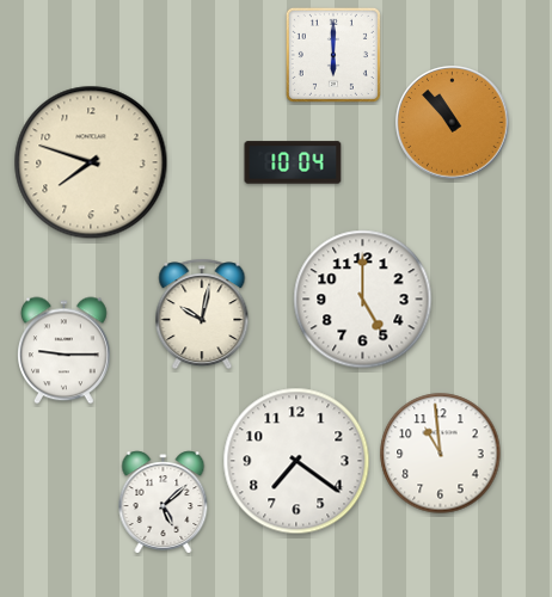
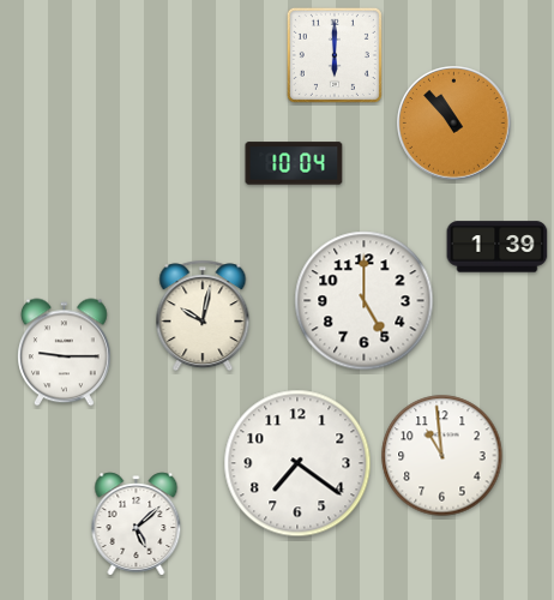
clock at (91, 162): 7:48 -> none
clock at (498, 247): none -> 1:39
clock at (164, 503) position: (164, 503) -> (137, 524)
